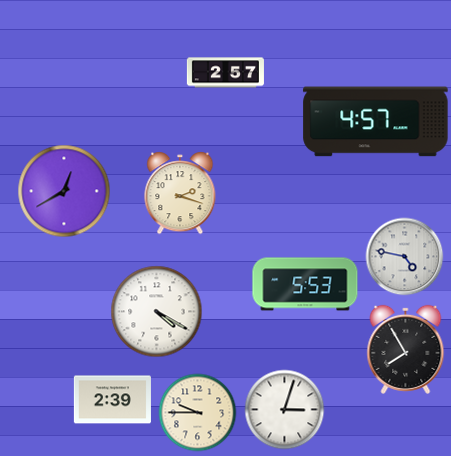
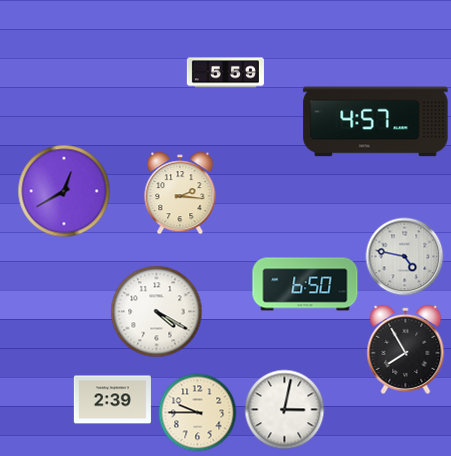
clock at (225, 73): 2:57 -> 5:59
clock at (180, 193): 2:18 -> 2:16
clock at (305, 284): 5:53 -> 6:50
clock at (284, 409): 3:03 -> 3:02
